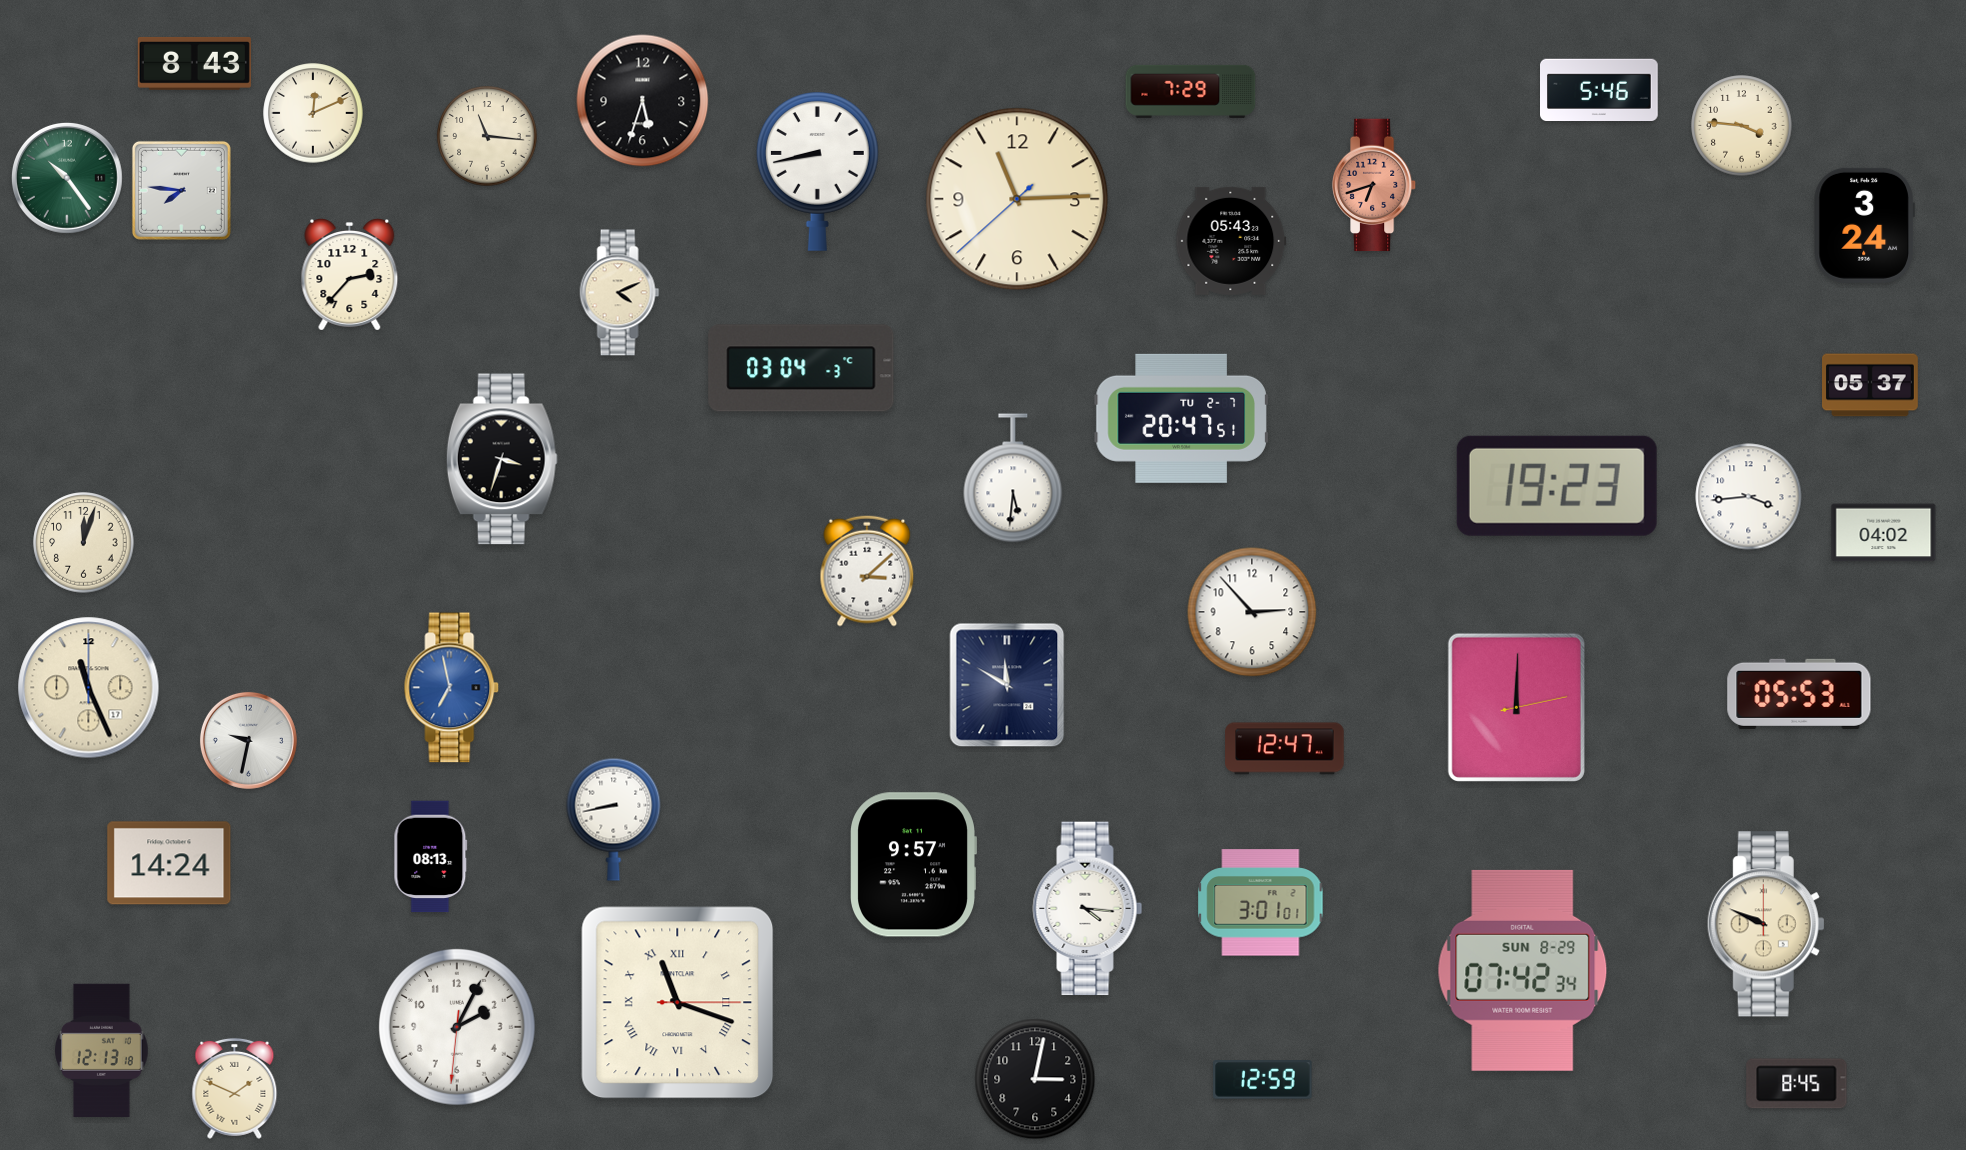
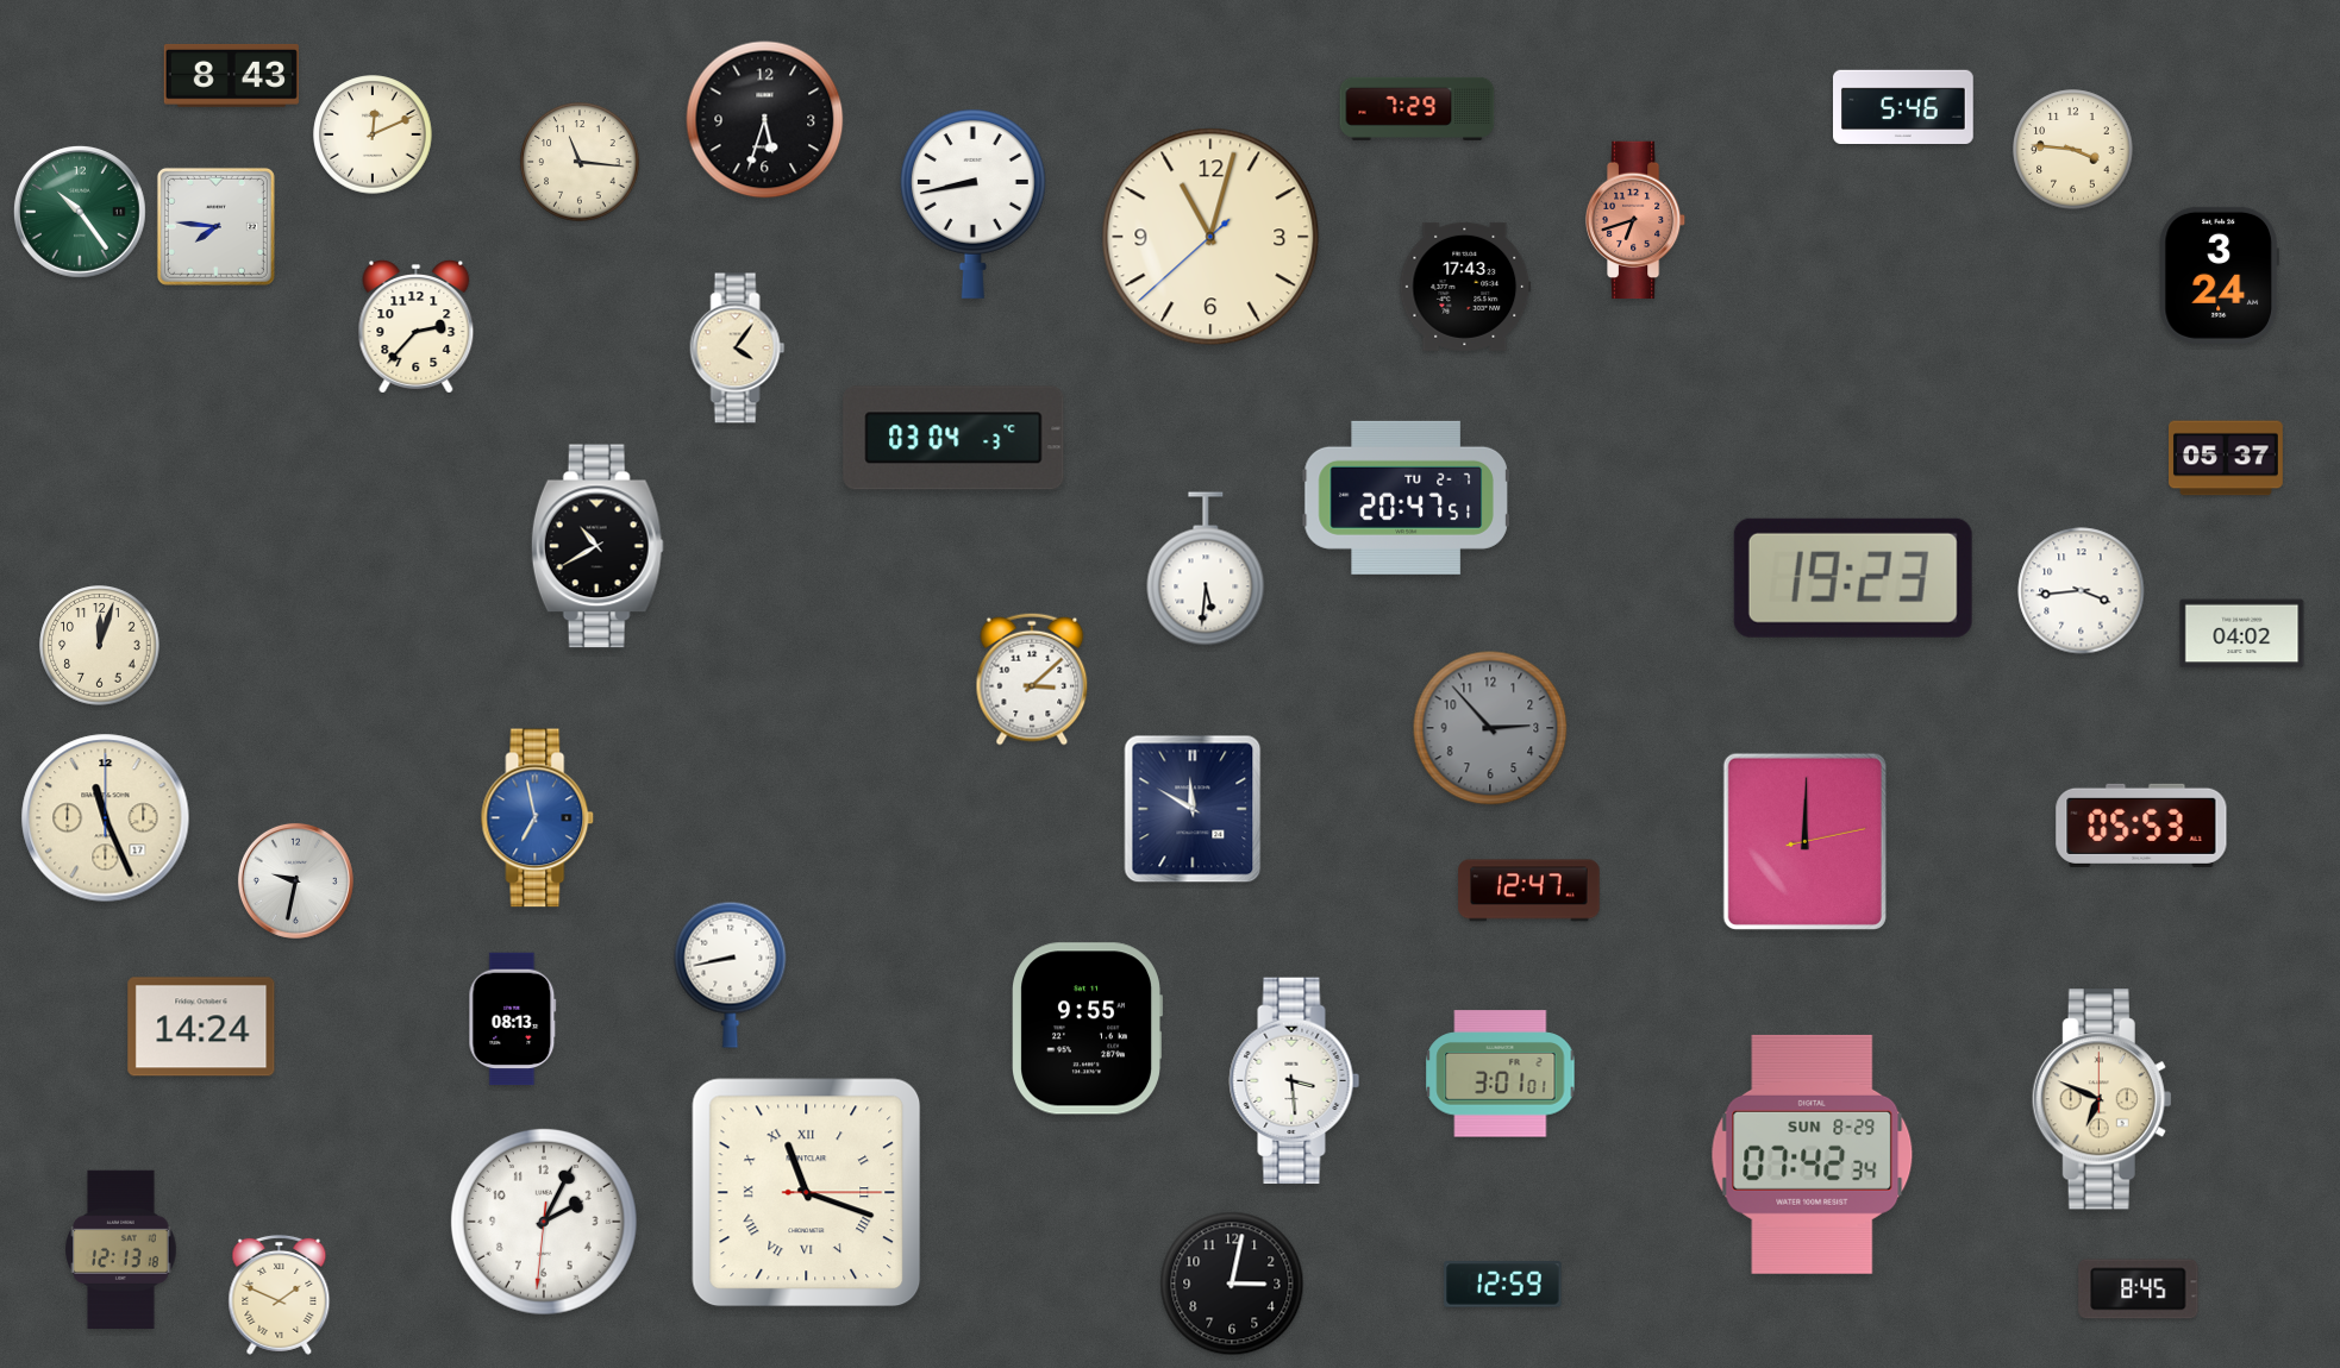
clock at (1017, 199): 11:14 -> 11:02
clock at (1864, 225) position: (1864, 225) -> (2219, 275)
clock at (1231, 241): 05:43 -> 17:43
clock at (620, 293): 4:11 -> 4:06
clock at (502, 459): 3:33 -> 10:40
clock at (1252, 612) dial: white -> grey
clock at (1007, 685) position: (1007, 685) -> (1193, 809)
clock at (913, 865): 9:57 -> 9:55
clock at (1088, 909): 4:16 -> 3:29
clock at (1766, 924): 9:49 -> 6:49
